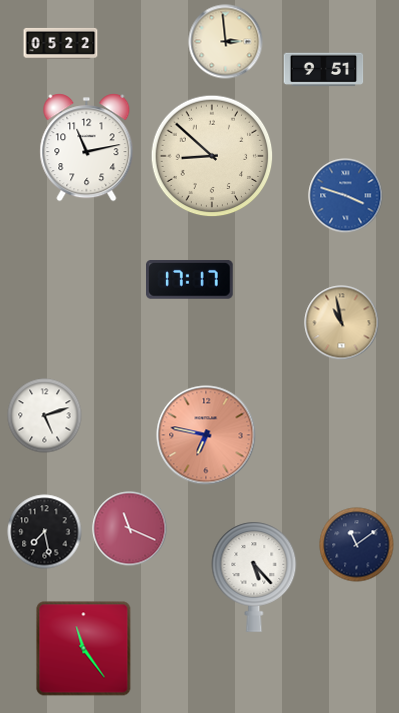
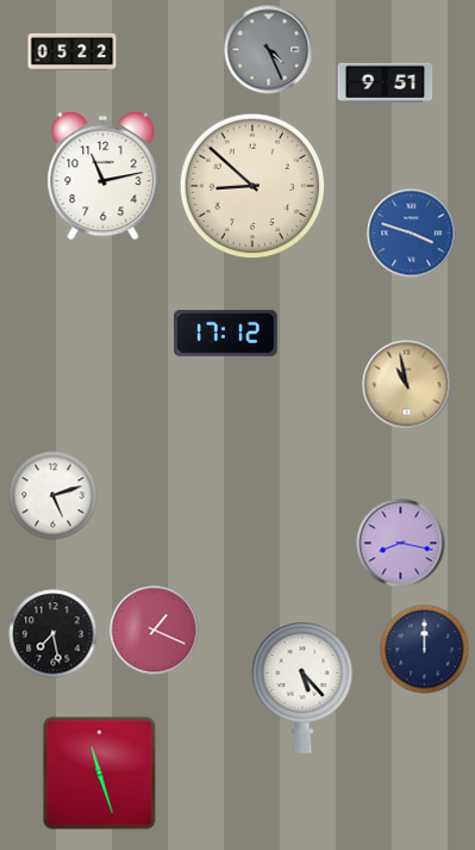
clock at (226, 42): 2:59 -> 4:26
clock at (226, 42) dial: cream -> grey
clock at (190, 280): 17:17 -> 17:12
clock at (206, 435): 6:47 -> none
clock at (401, 544): none -> 8:17
clock at (130, 529): 11:19 -> 1:19
clock at (357, 545): 11:09 -> 12:00
clock at (84, 649): 11:24 -> 11:27
